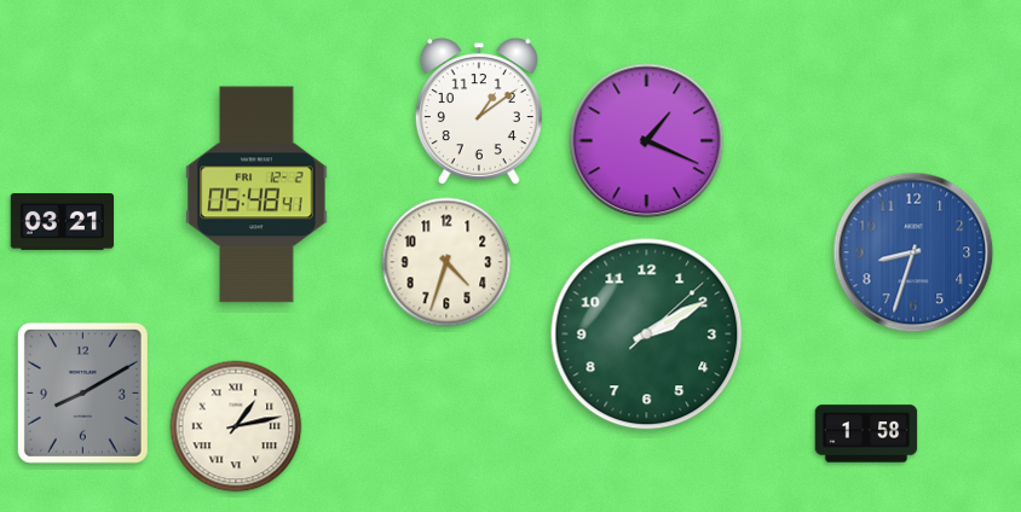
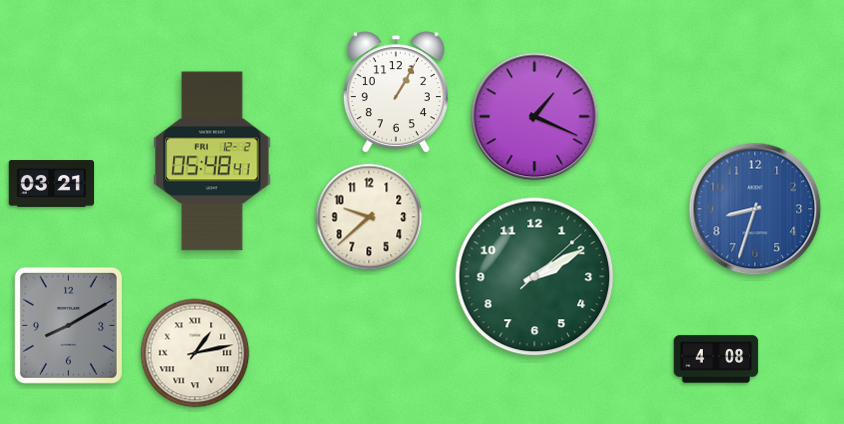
clock at (479, 112): 1:09 -> 1:05
clock at (446, 262): 4:33 -> 9:38
clock at (866, 434): 1:58 -> 4:08
